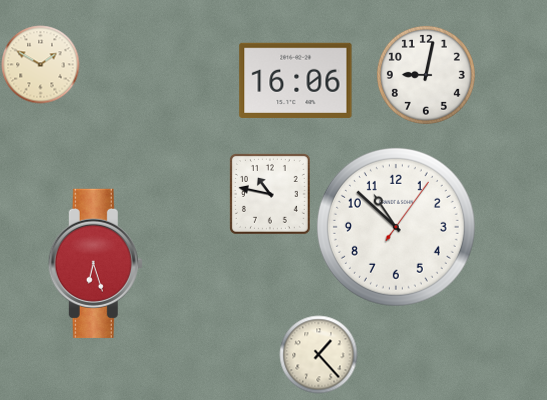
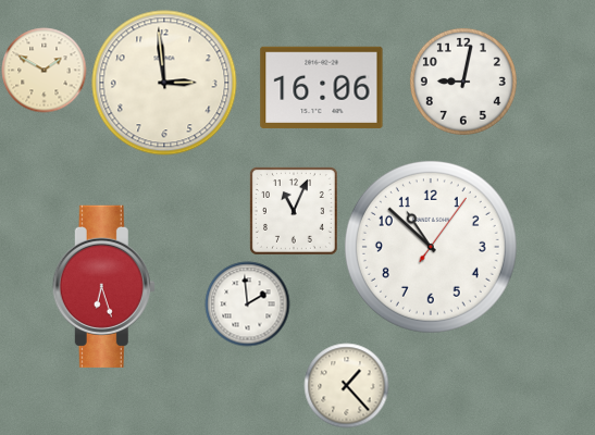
clock at (164, 83): none -> 2:59
clock at (270, 194): 10:47 -> 11:04
clock at (247, 303): none -> 1:59
